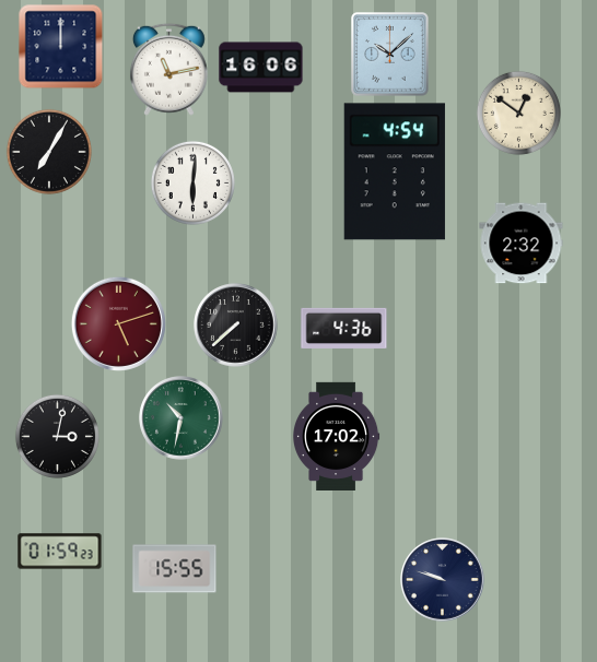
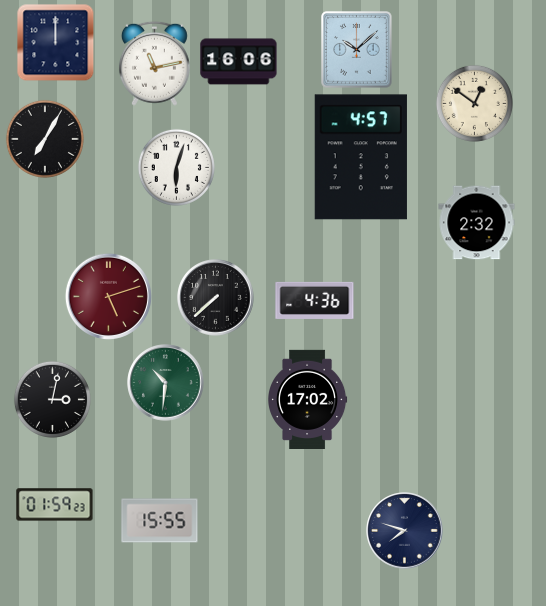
clock at (395, 172): 4:54 -> 4:57
clock at (192, 182): 6:01 -> 6:03
clock at (182, 418): 10:32 -> 10:31
clock at (443, 580): 9:48 -> 7:48
